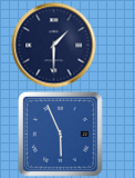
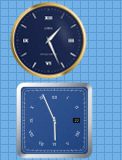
clock at (54, 46): 1:30 -> 1:26
